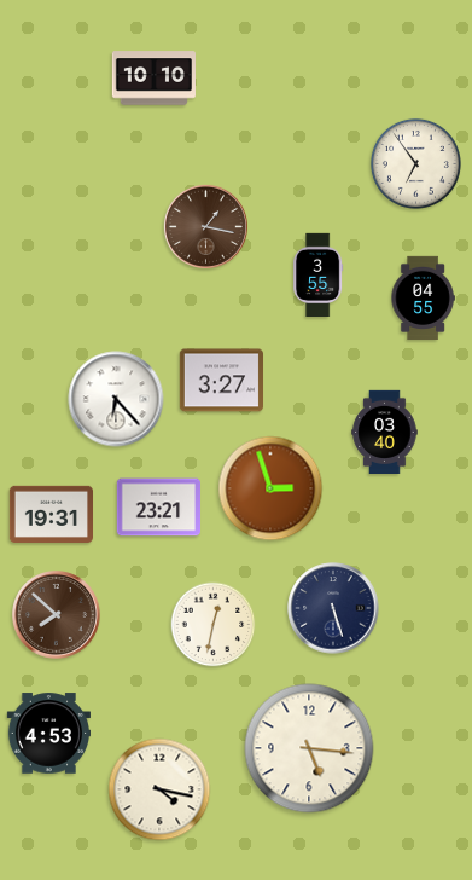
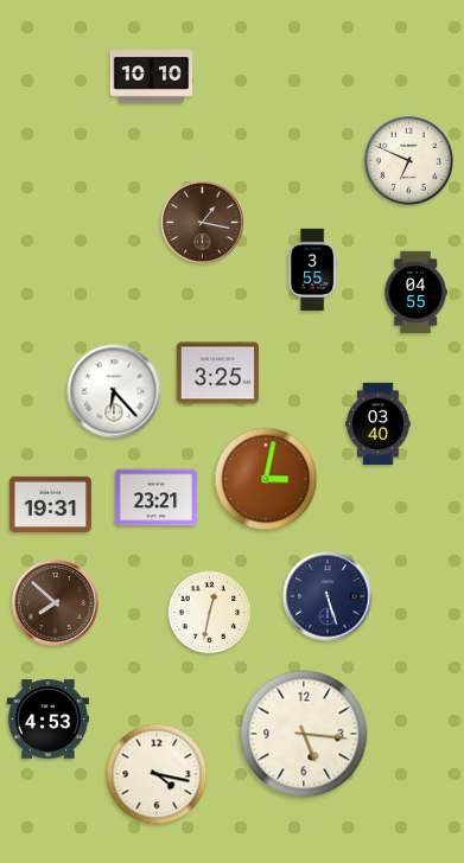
clock at (415, 163): 6:54 -> 6:49
clock at (221, 381): 3:27 -> 3:25
clock at (270, 488): 2:57 -> 3:02
